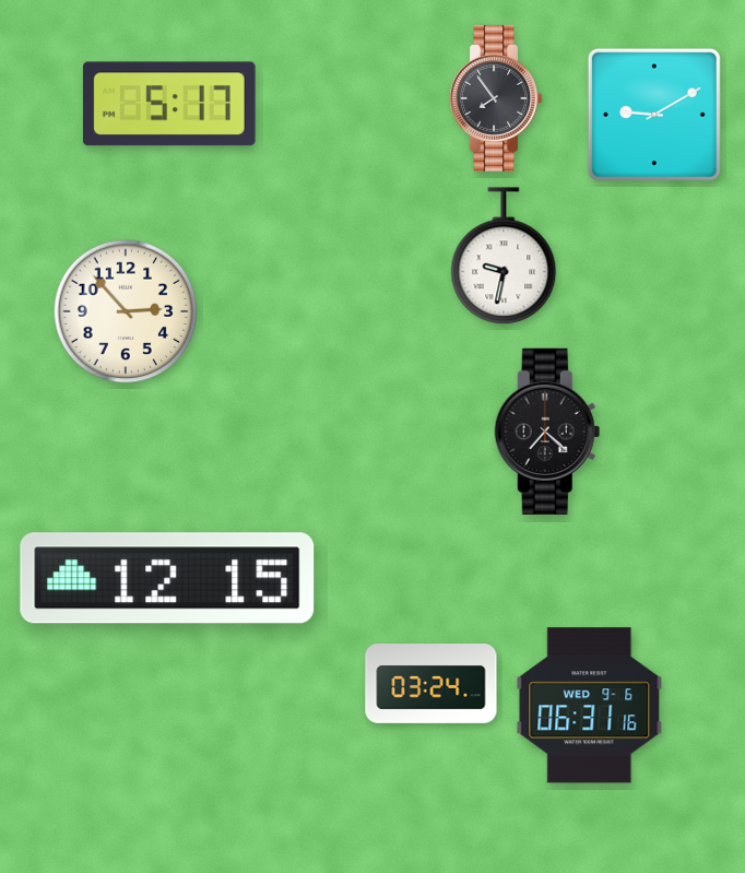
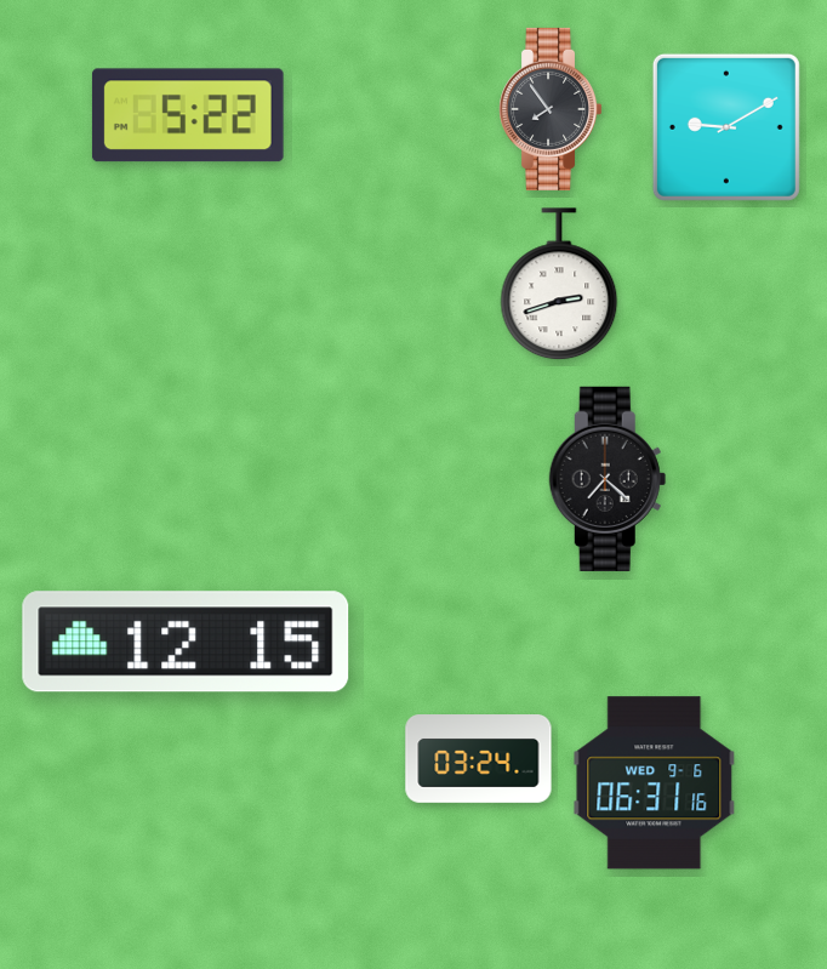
clock at (169, 104): 5:17 -> 5:22
clock at (504, 257): 9:32 -> 2:42
clock at (126, 311): 2:53 -> none
